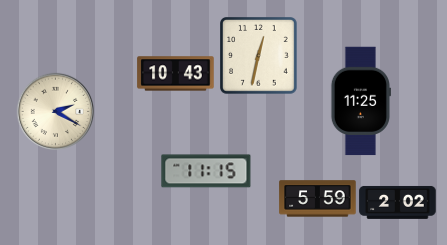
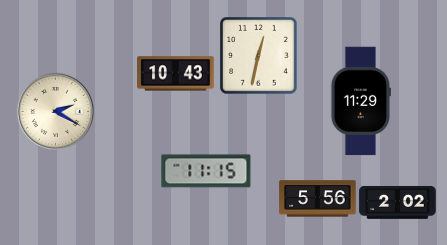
clock at (360, 101): 11:25 -> 11:29
clock at (318, 199): 5:59 -> 5:56
